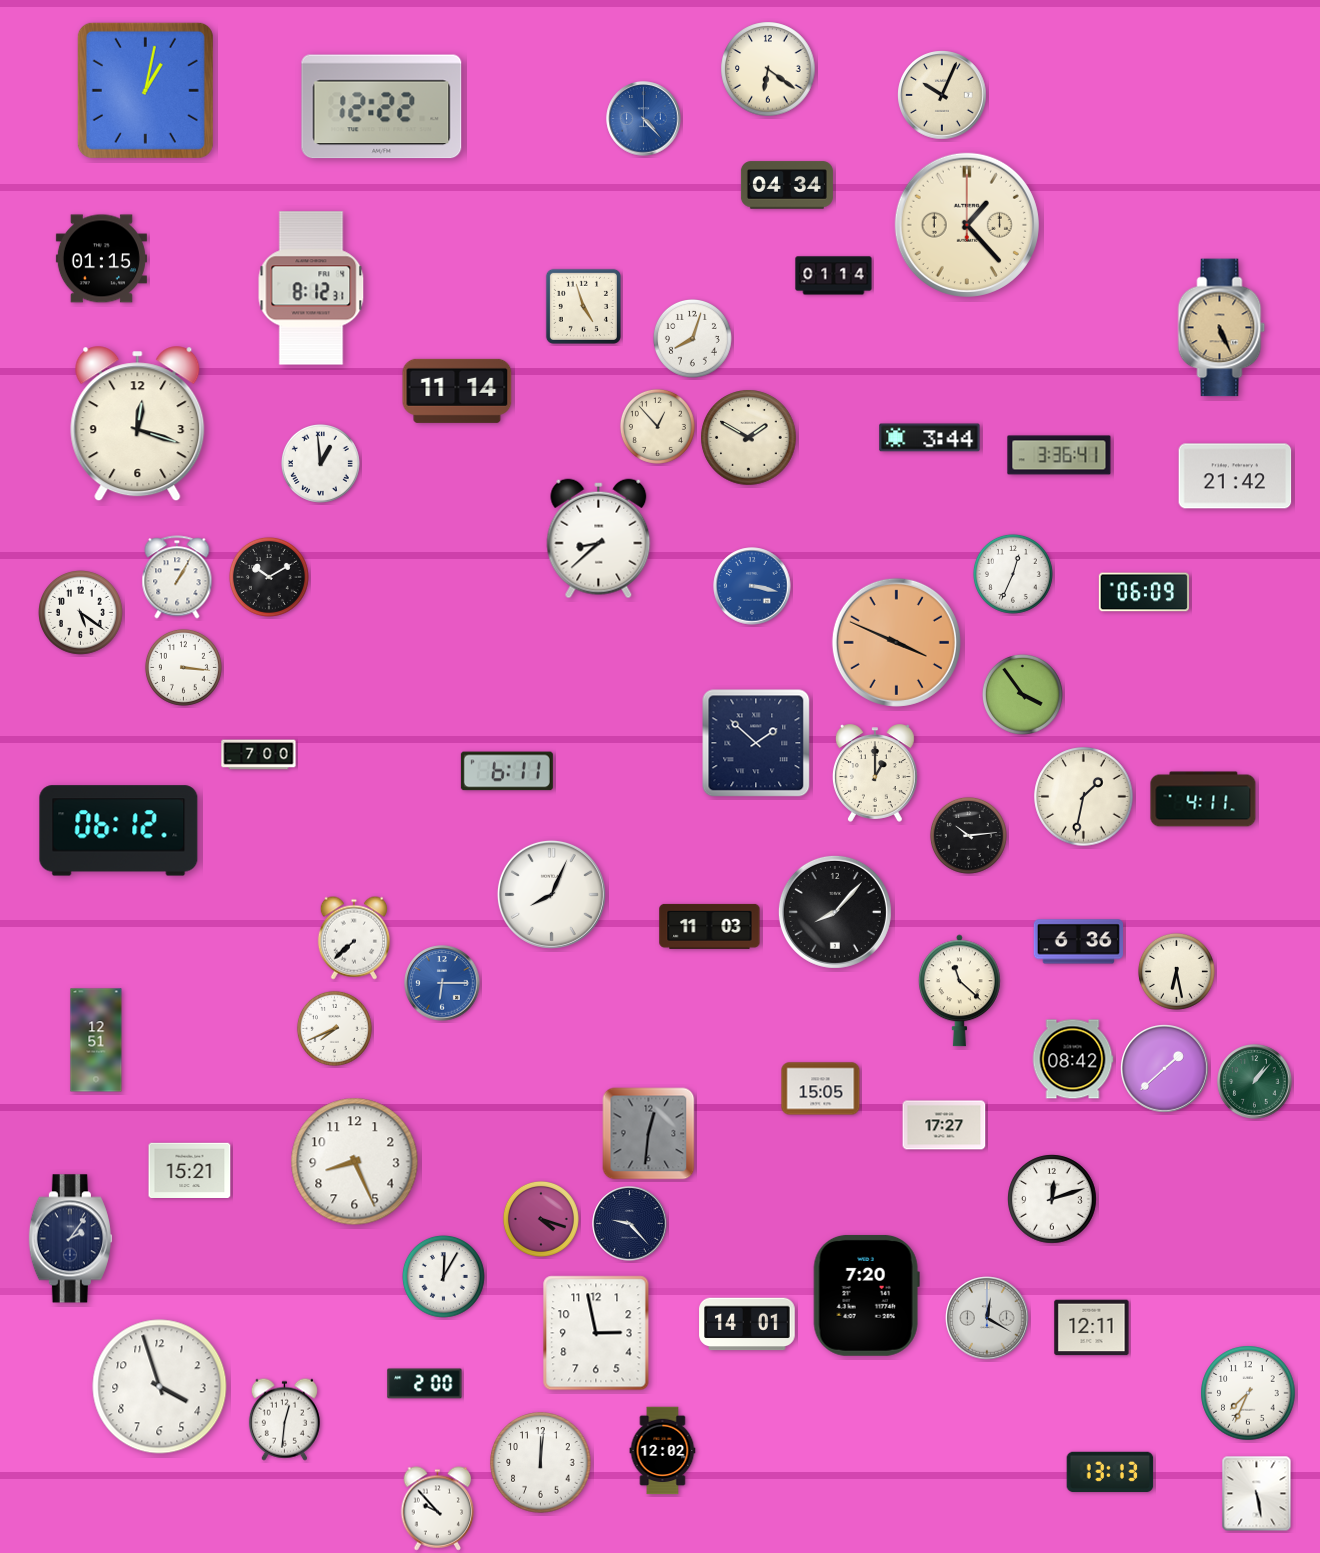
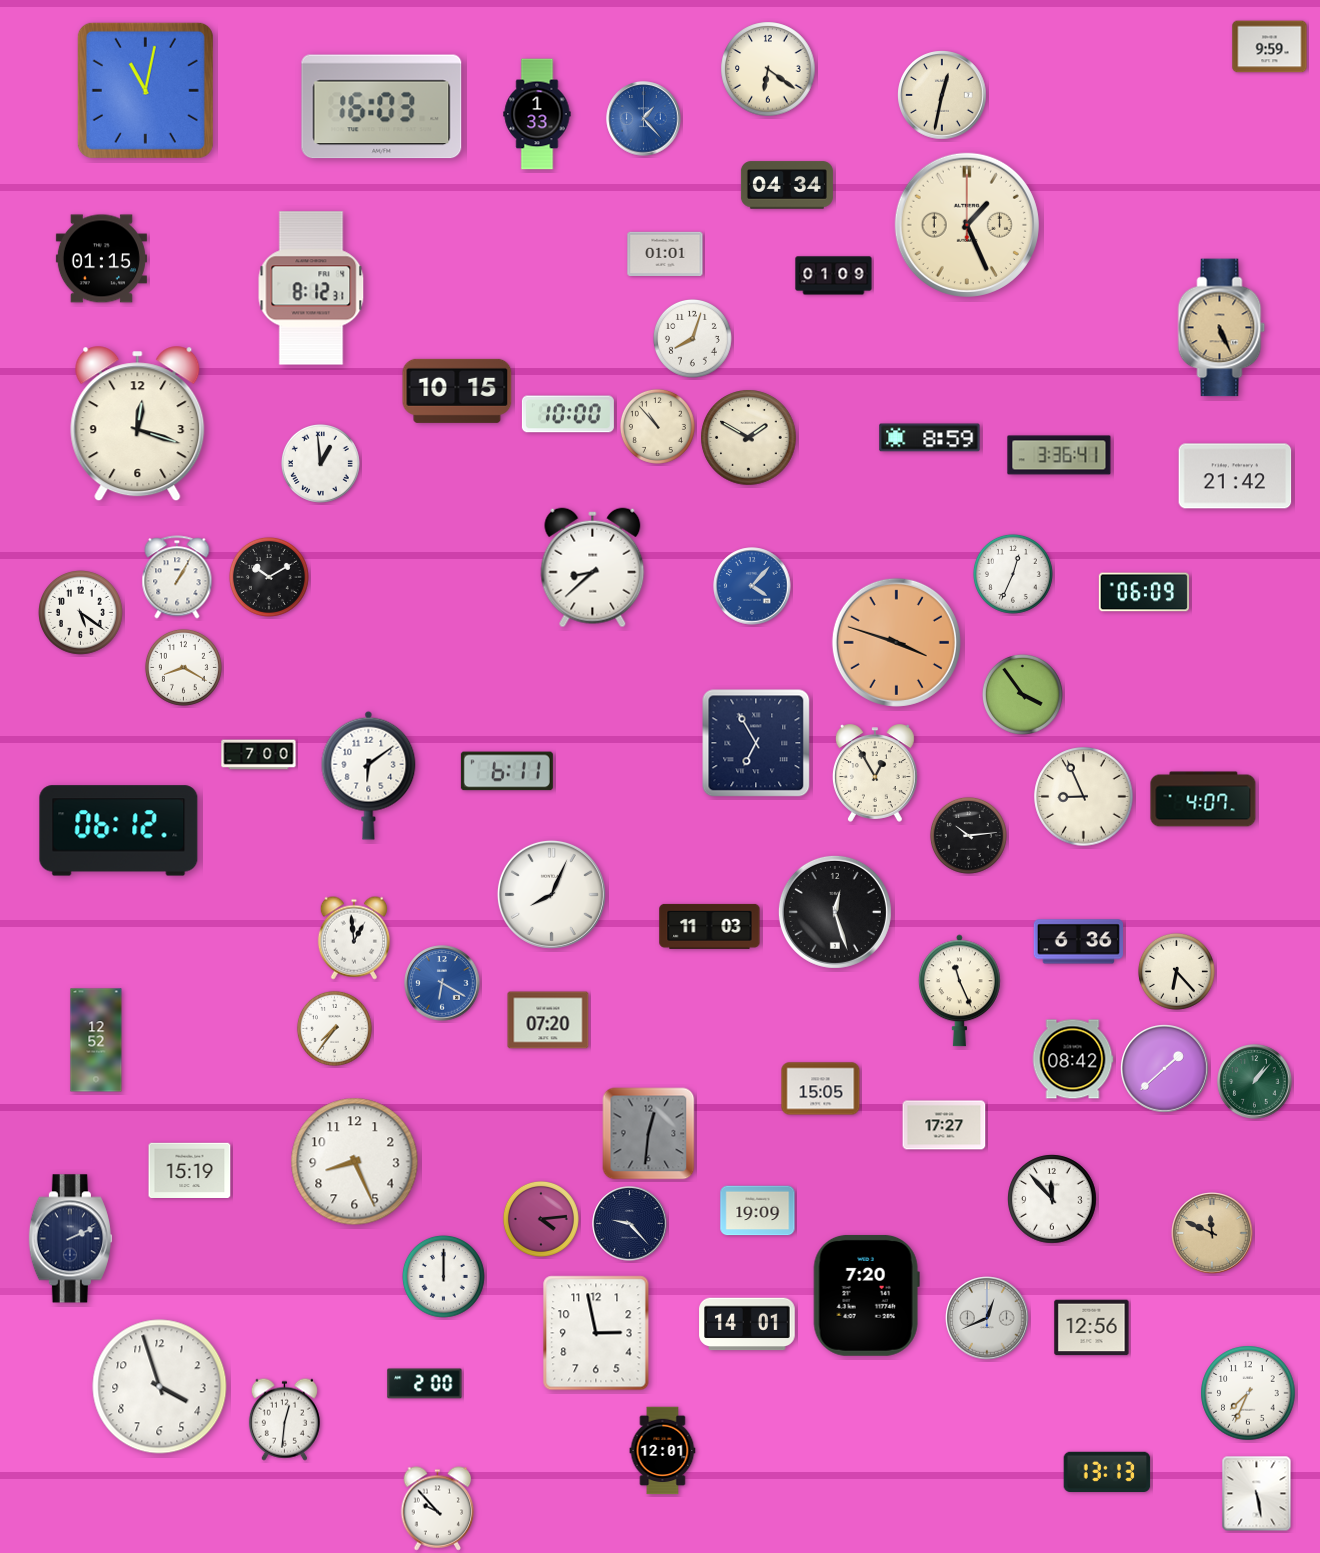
clock at (1270, 47): none -> 9:59
clock at (145, 90): 1:02 -> 11:02
clock at (942, 95): 10:04 -> 12:32
clock at (382, 107): 12:22 -> 16:03
clock at (537, 114): none -> 1:33
clock at (644, 119): 4:23 -> 1:23
clock at (967, 225): 1:23 -> 1:26
clock at (665, 253): none -> 01:01
clock at (834, 276): 01:14 -> 01:09
clock at (583, 306): 4:57 -> none
clock at (457, 391): 11:14 -> 10:15
clock at (568, 414): none -> 10:00
clock at (657, 426): 12:53 -> 10:53
clock at (930, 438): 3:44 -> 8:59
clock at (599, 539) position: (599, 539) -> (593, 568)
clock at (752, 586): 3:17 -> 4:07
clock at (896, 642): 3:49 -> 3:48
clock at (183, 667): 3:16 -> 8:20
clock at (756, 743): 1:52 -> 6:55
clock at (875, 773): 1:00 -> 12:55
clock at (369, 775): none -> 6:09
clock at (1084, 797): 1:32 -> 8:56
clock at (1203, 799): 4:11 -> 4:07
clock at (835, 912): 8:07 -> 12:27
clock at (353, 938): 7:38 -> 12:59
clock at (1176, 971): 6:28 -> 6:23
clock at (442, 983): 6:15 -> 6:20
clock at (959, 991): 11:22 -> 11:26
clock at (548, 1020): none -> 07:20
clock at (334, 1028): 7:41 -> 7:36
clock at (96, 1040): 12:51 -> 12:52
clock at (190, 1170): 15:21 -> 15:19
clock at (1052, 1199): 12:12 -> 11:53
clock at (758, 1211): none -> 19:09
clock at (541, 1219): 4:18 -> 4:14
clock at (1212, 1233): none -> 11:49
clock at (70, 1239): 2:06 -> 2:11
clock at (444, 1277): 12:05 -> 12:00
clock at (987, 1318): 12:20 -> 12:41
clock at (1092, 1328): 12:11 -> 12:56
clock at (663, 1451): 12:02 -> 12:01
clock at (541, 1463): 12:01 -> none
clock at (1110, 1472) position: (1110, 1472) -> (1107, 1472)
